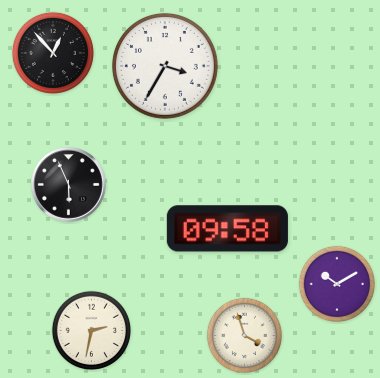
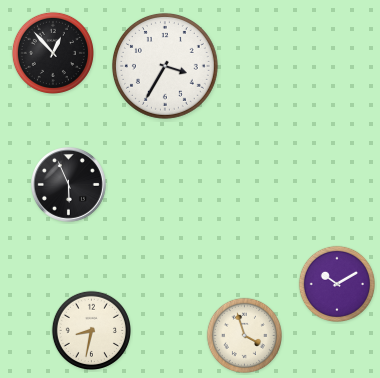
clock at (227, 229): 09:58 -> none
clock at (91, 330): 2:32 -> 8:32
